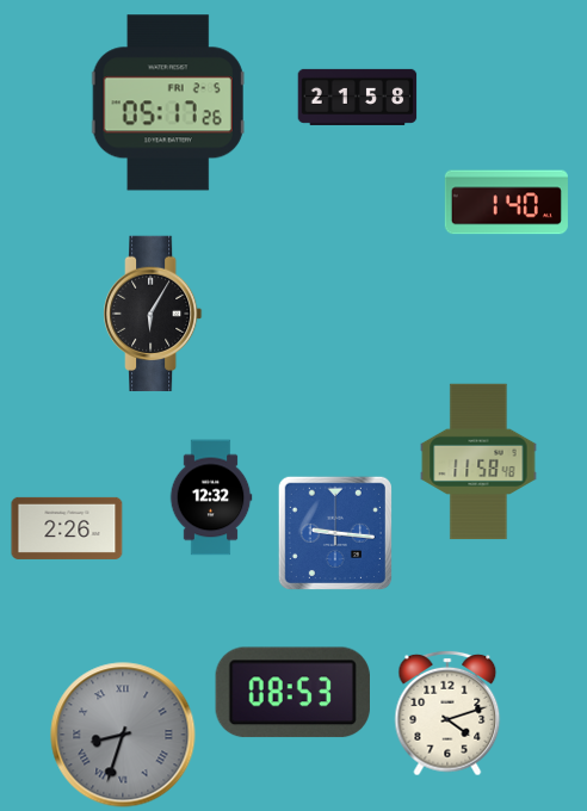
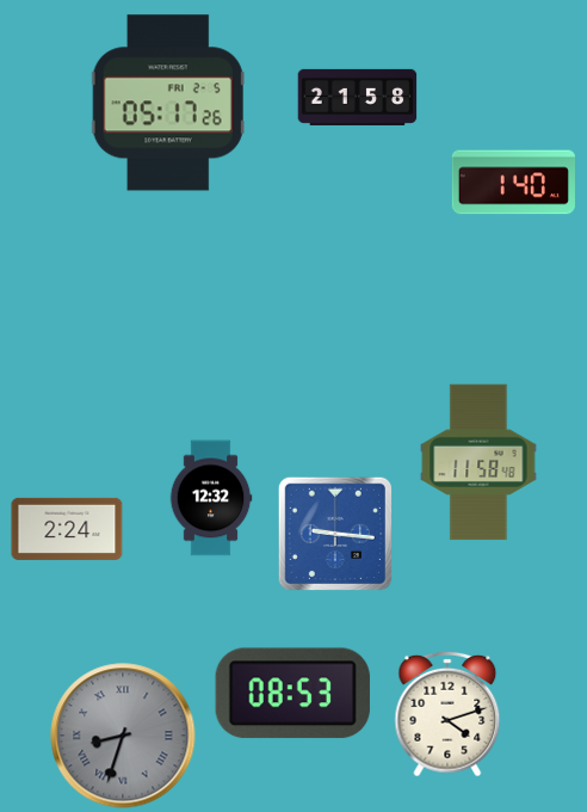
clock at (506, 203) position: (506, 203) -> (513, 183)
clock at (154, 314): 6:05 -> none
clock at (67, 528): 2:26 -> 2:24
